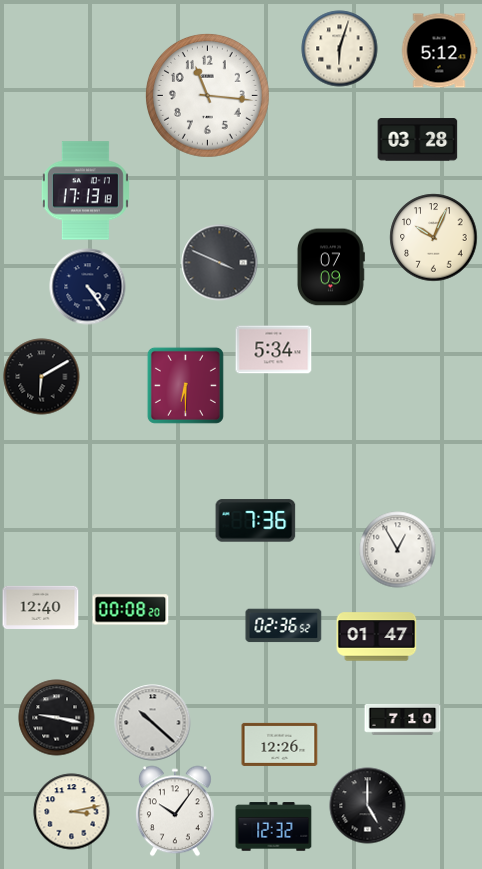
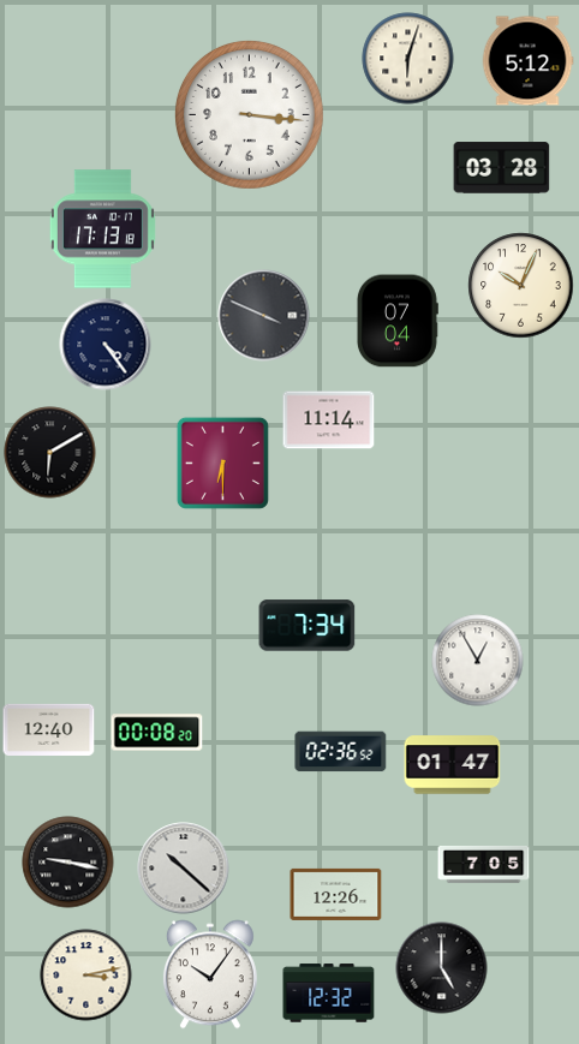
clock at (207, 95): 11:16 -> 3:16
clock at (330, 267): 07:09 -> 07:04
clock at (274, 350): 5:34 -> 11:14
clock at (256, 521): 7:36 -> 7:34
clock at (403, 719): 7:10 -> 7:05
